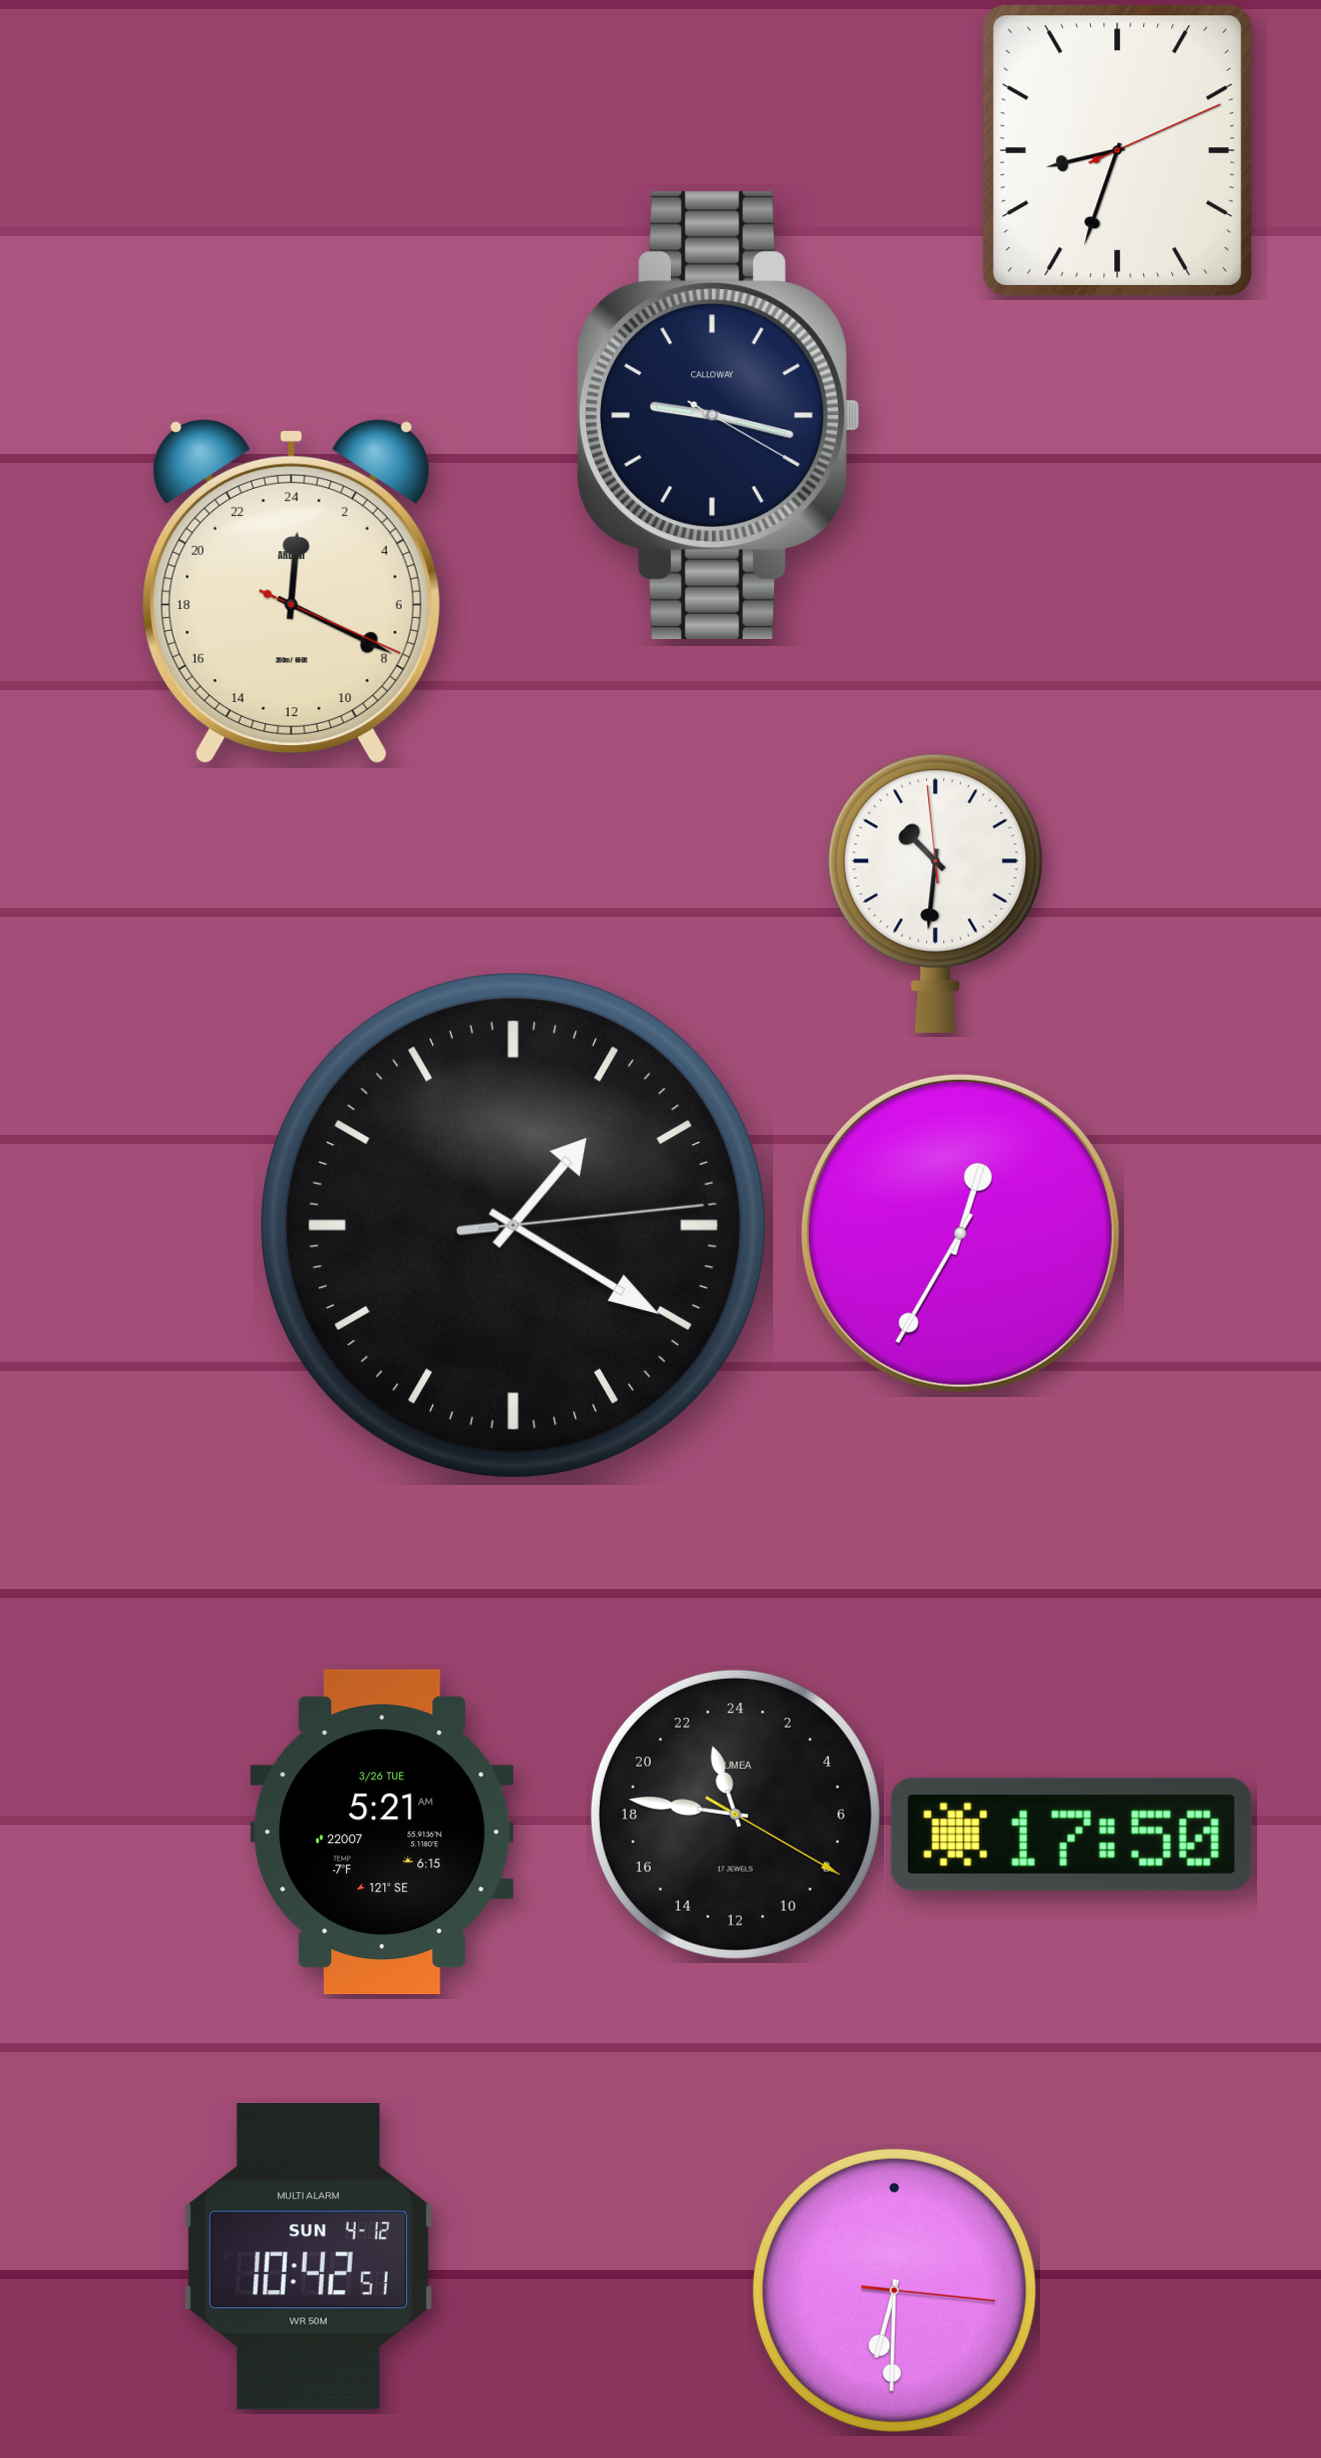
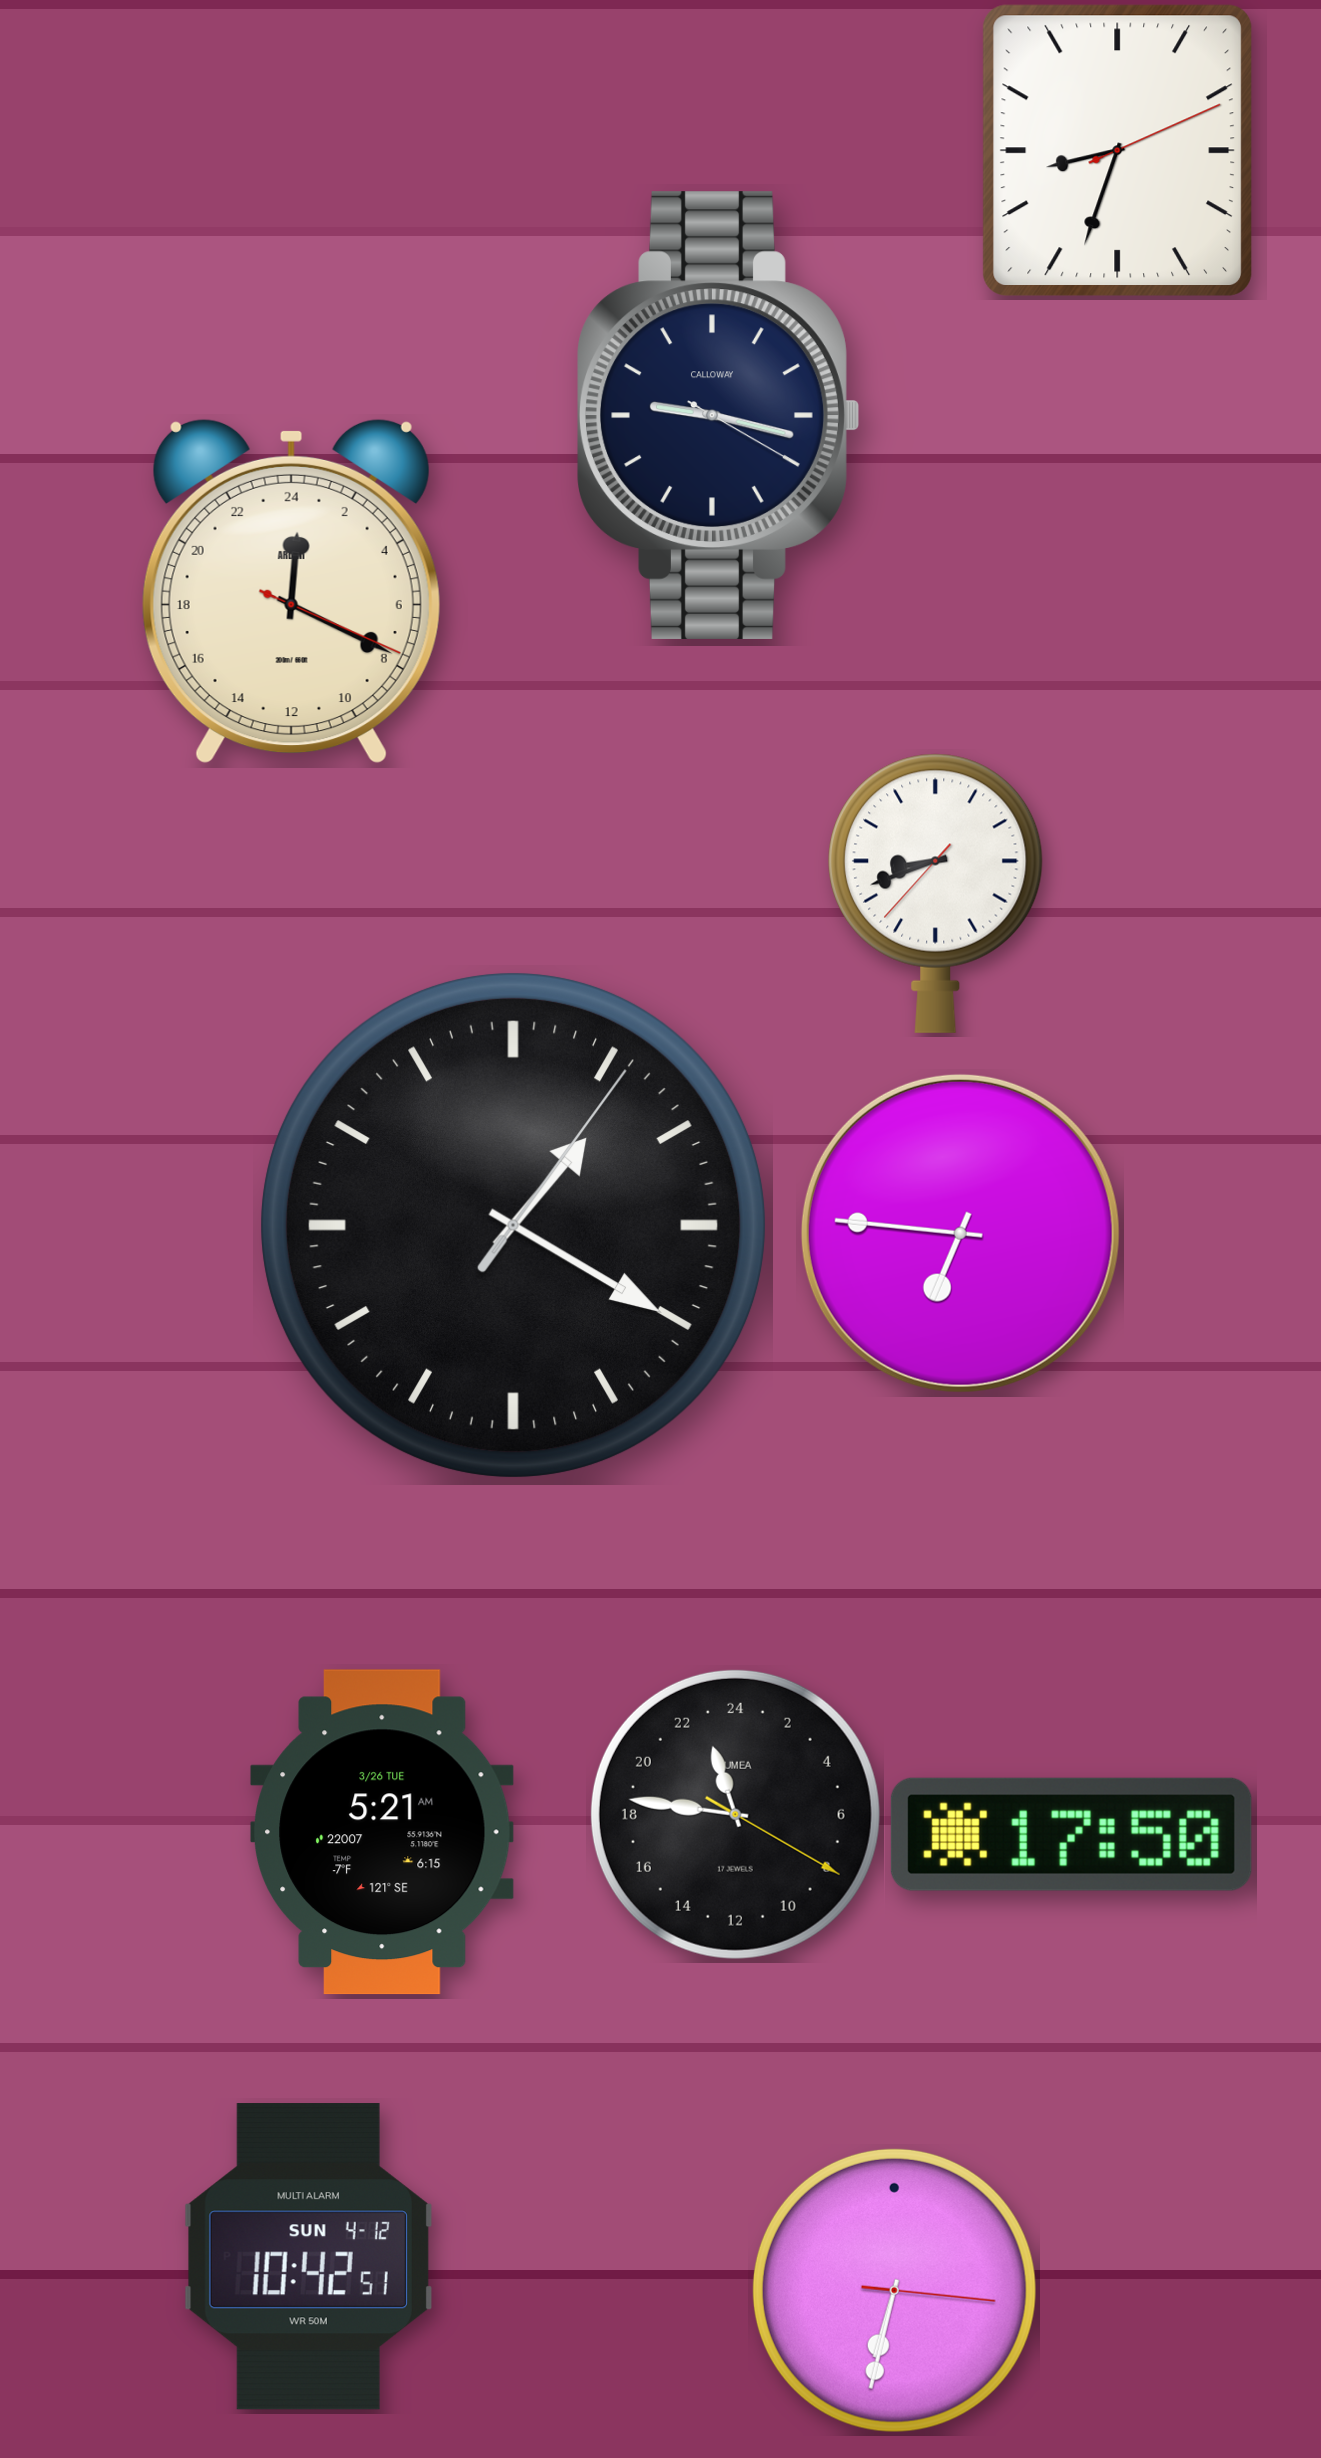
clock at (936, 893): 10:30 -> 8:41
clock at (513, 1225): 1:20:14 -> 1:20:06
clock at (960, 1233): 12:35 -> 6:46
clock at (894, 2290): 6:30 -> 6:32
